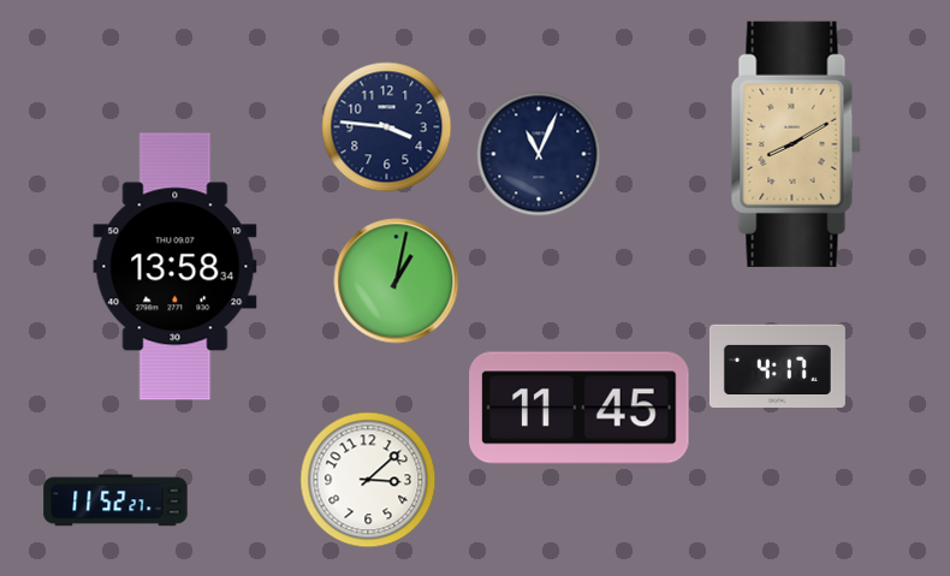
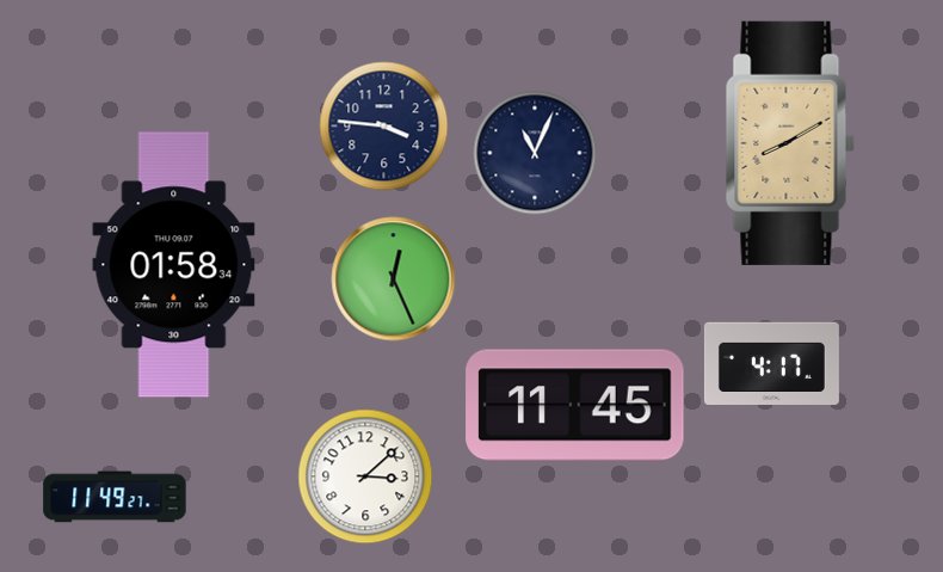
clock at (176, 267): 13:58 -> 01:58
clock at (397, 281): 1:02 -> 12:26
clock at (115, 500): 11:52 -> 11:49
